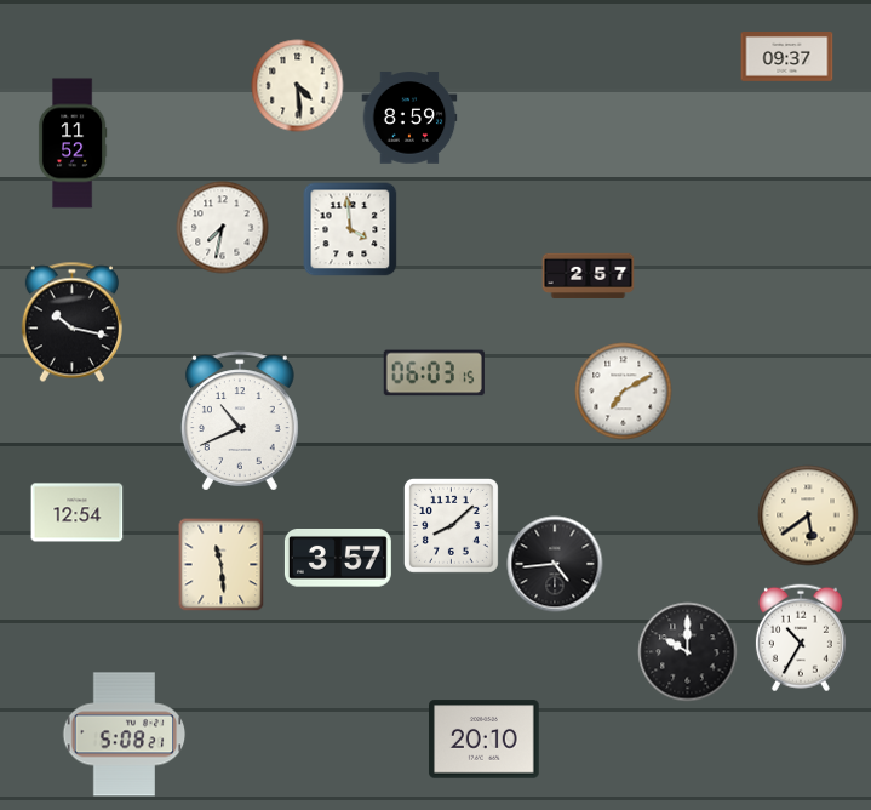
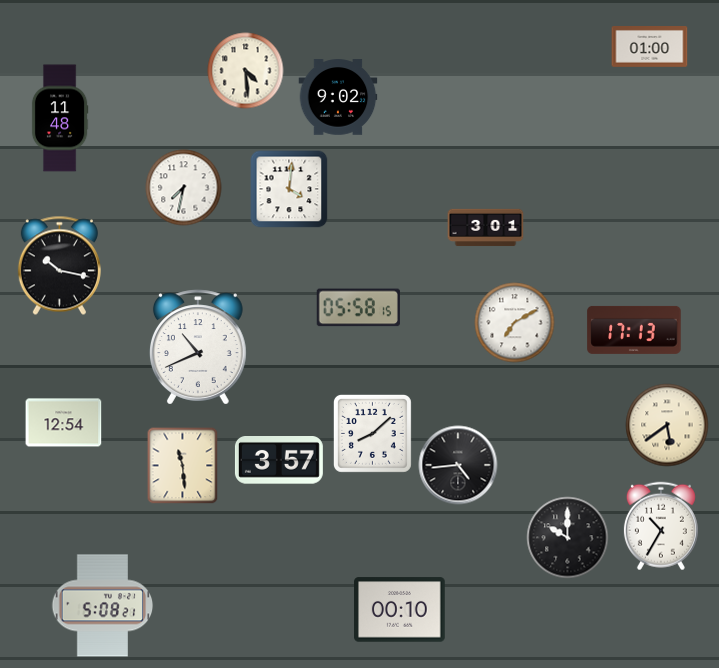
clock at (787, 57): 09:37 -> 01:00
clock at (409, 118): 8:59 -> 9:02
clock at (73, 143): 11:52 -> 11:48
clock at (350, 229): 3:59 -> 4:01
clock at (589, 276): 2:57 -> 3:01
clock at (434, 373): 06:03 -> 05:58
clock at (634, 330): none -> 17:13
clock at (485, 740): 20:10 -> 00:10
